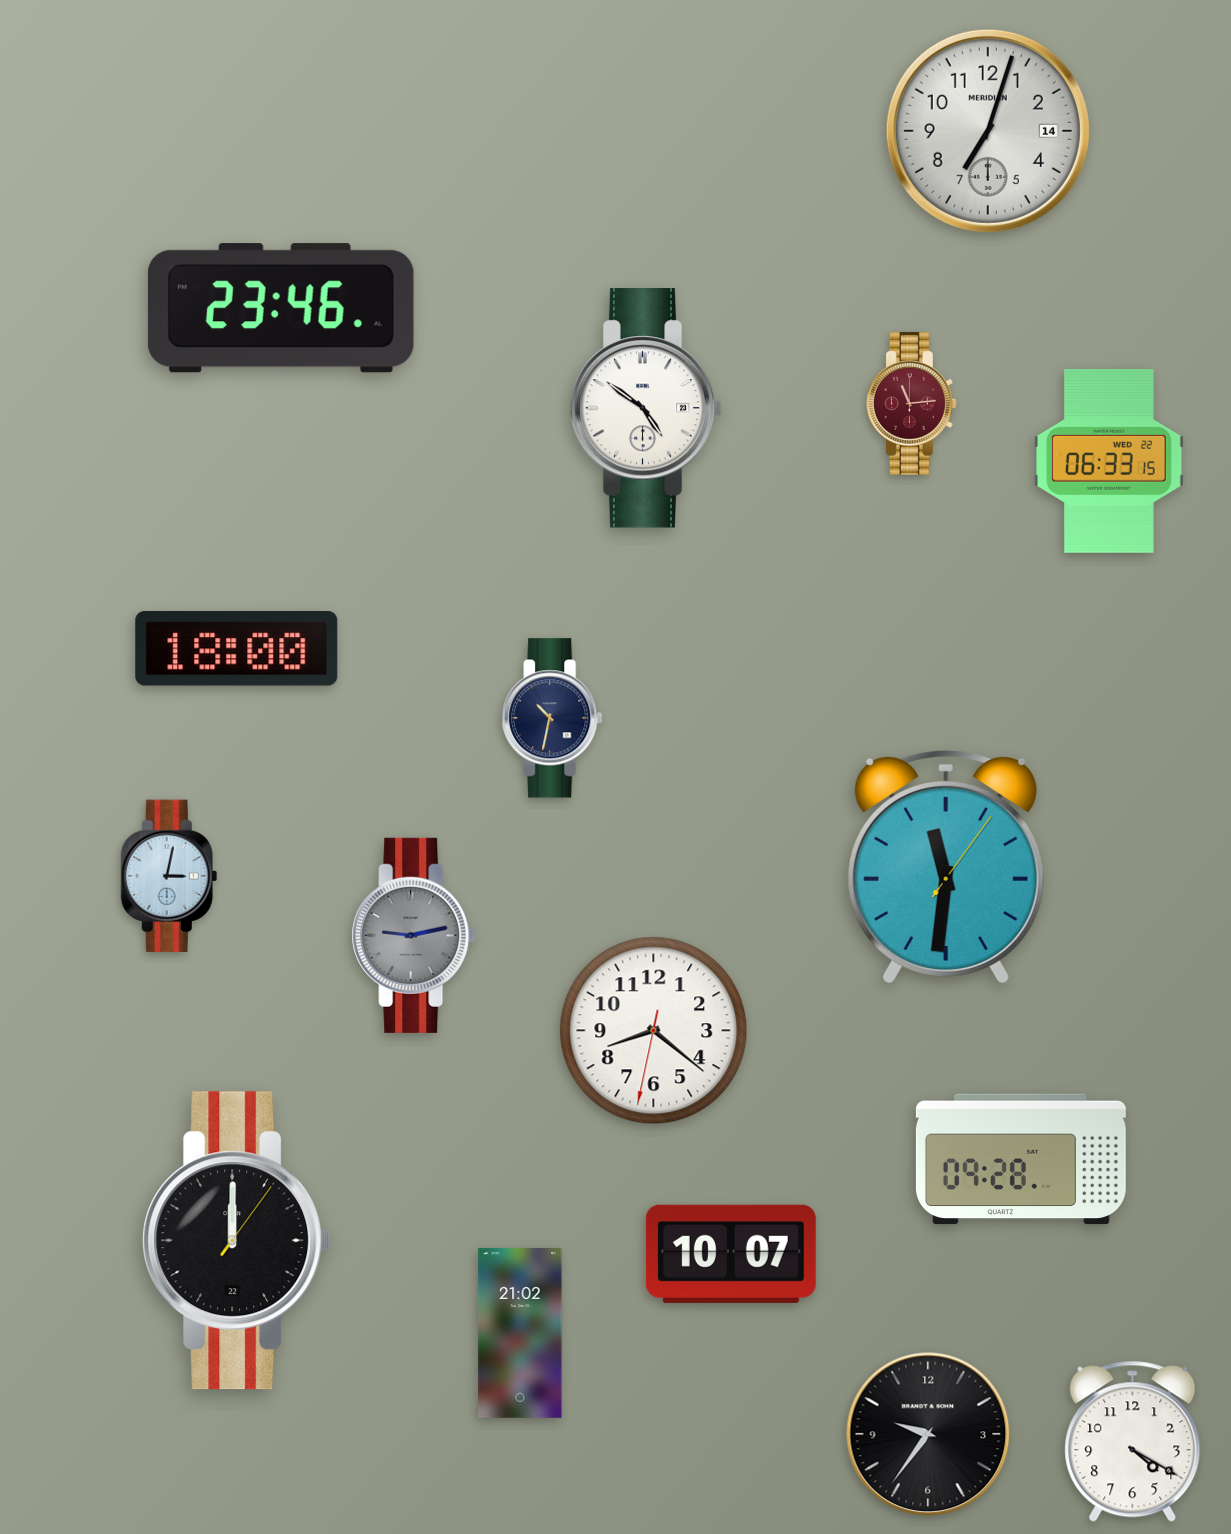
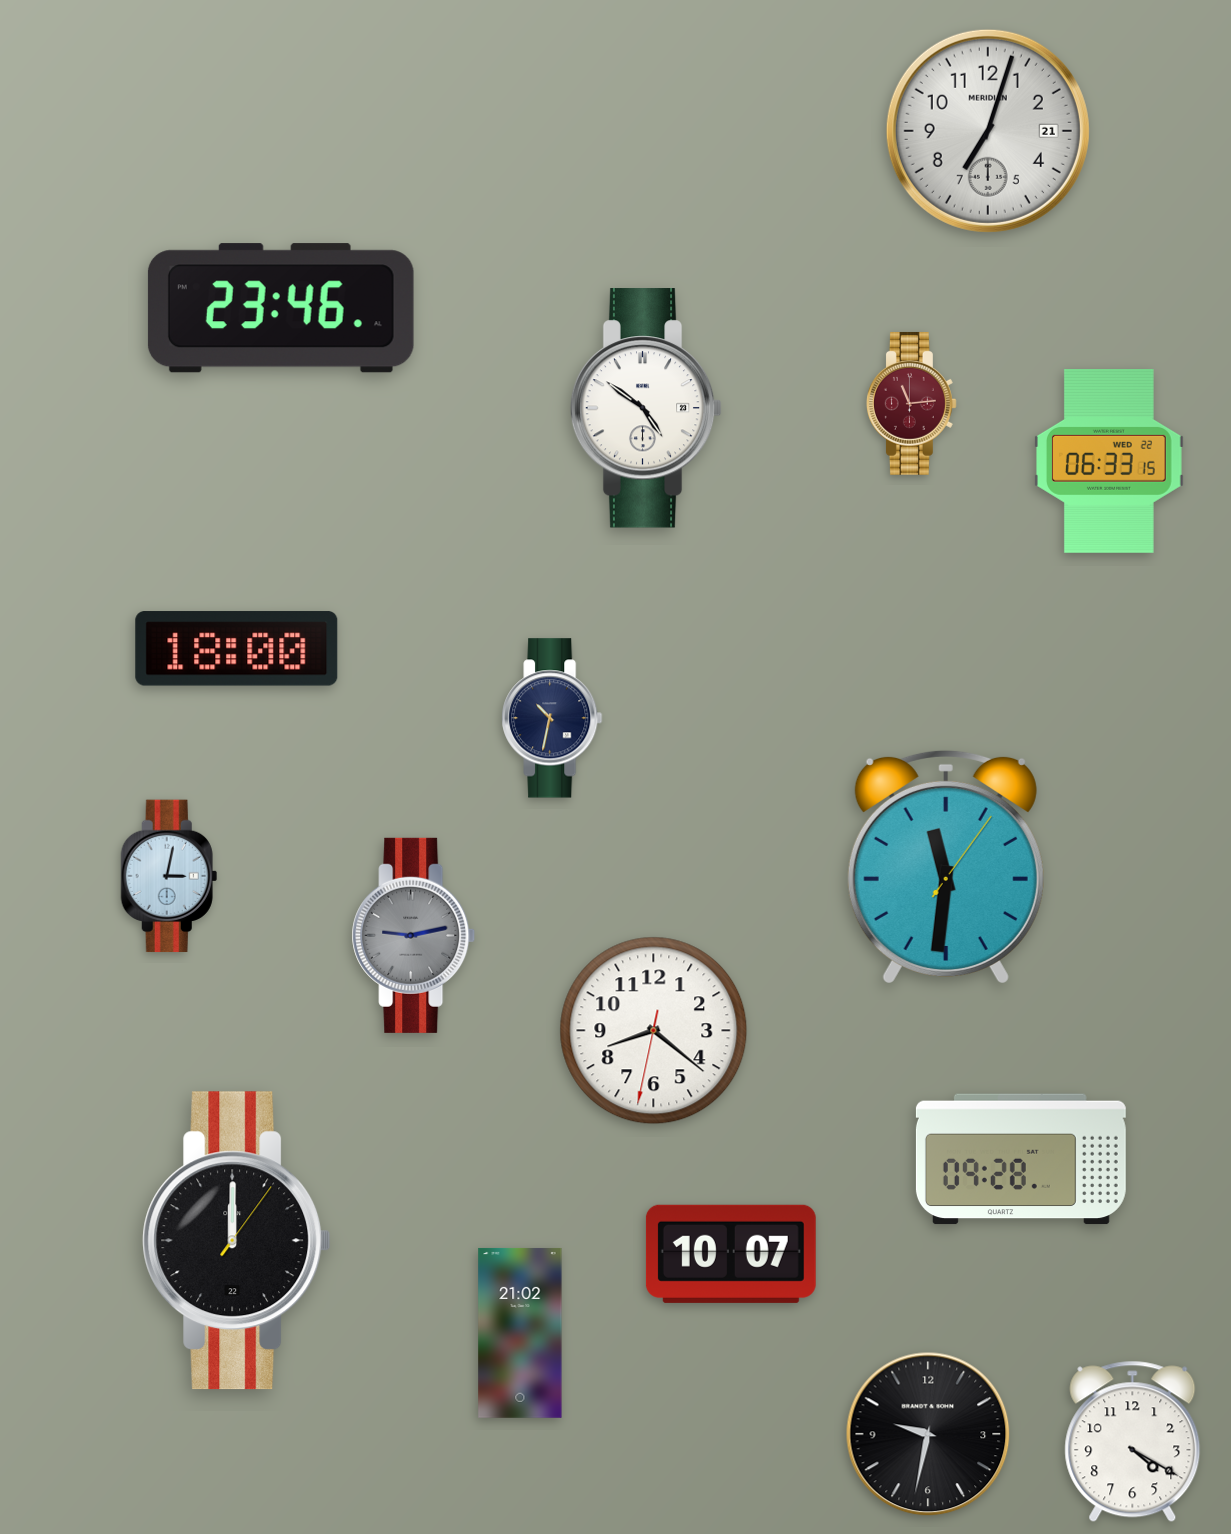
clock at (988, 131) date: 14 -> 21
clock at (928, 1434): 9:36 -> 9:32
